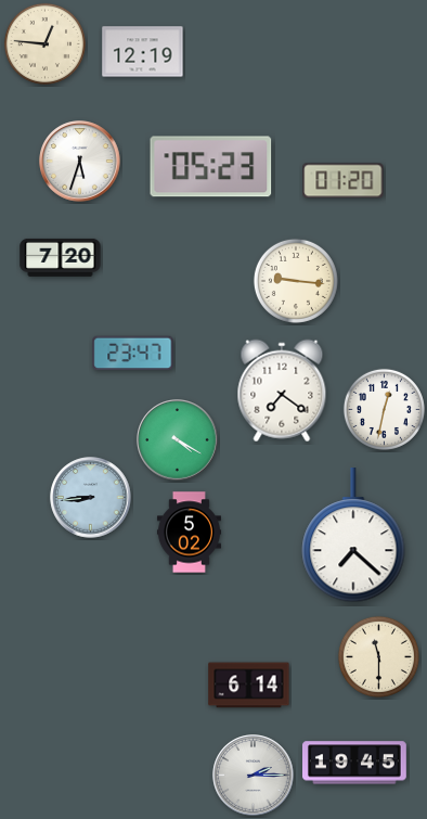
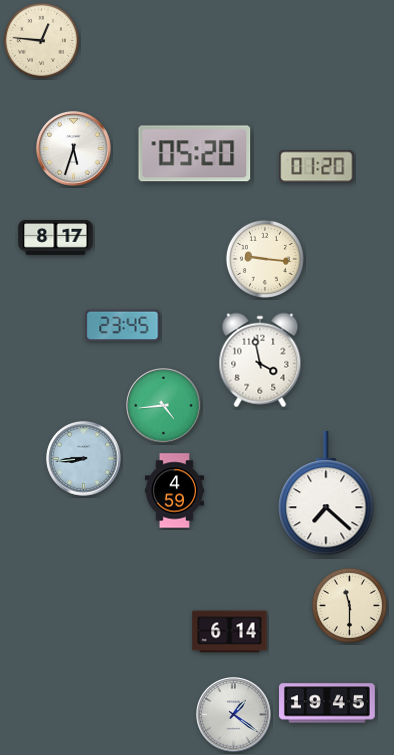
clock at (143, 52): 12:19 -> none
clock at (211, 167): 05:23 -> 05:20
clock at (61, 257): 7:20 -> 8:17
clock at (296, 281) position: (296, 281) -> (265, 259)
clock at (133, 354): 23:47 -> 23:45
clock at (282, 391): 7:21 -> 3:58
clock at (384, 409): 12:32 -> none
clock at (178, 440): 4:20 -> 4:44
clock at (189, 533): 5:02 -> 4:59
clock at (254, 776): 2:15 -> 1:21
